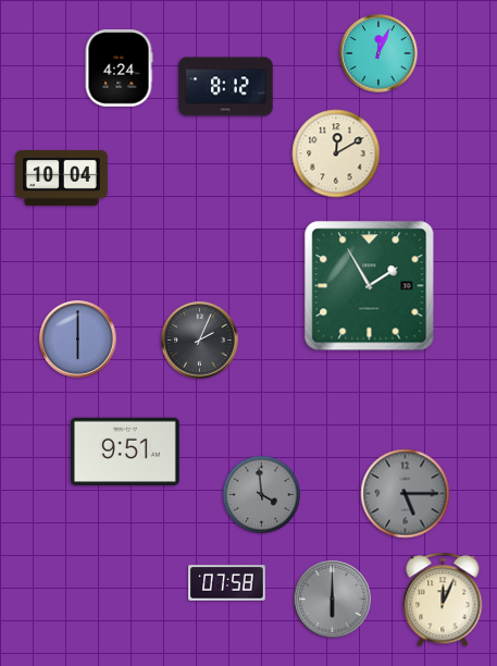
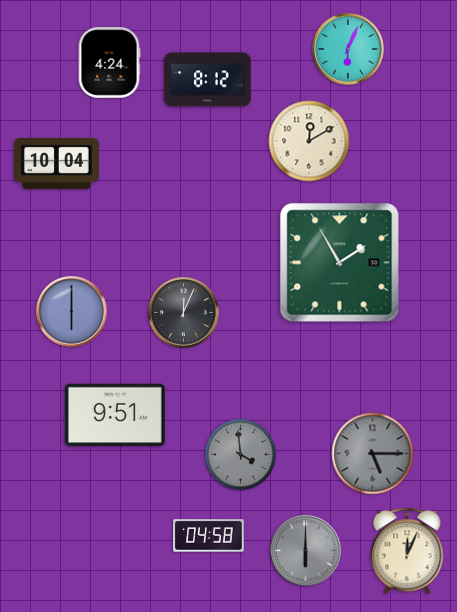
clock at (378, 53): 12:04 -> 6:04
clock at (200, 341): 2:04 -> 12:04
clock at (227, 583): 07:58 -> 04:58
